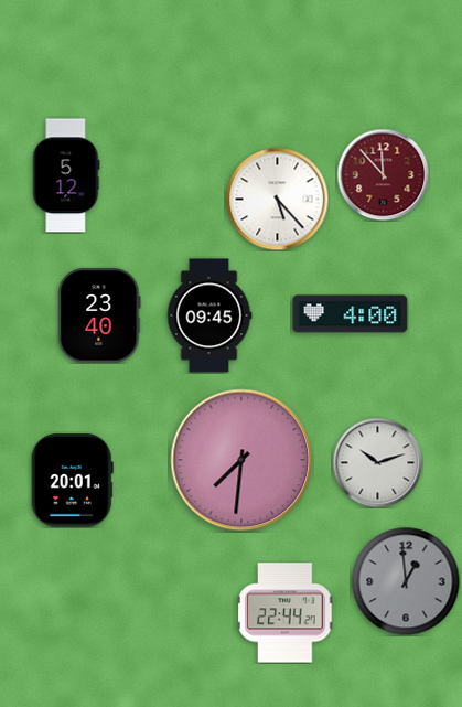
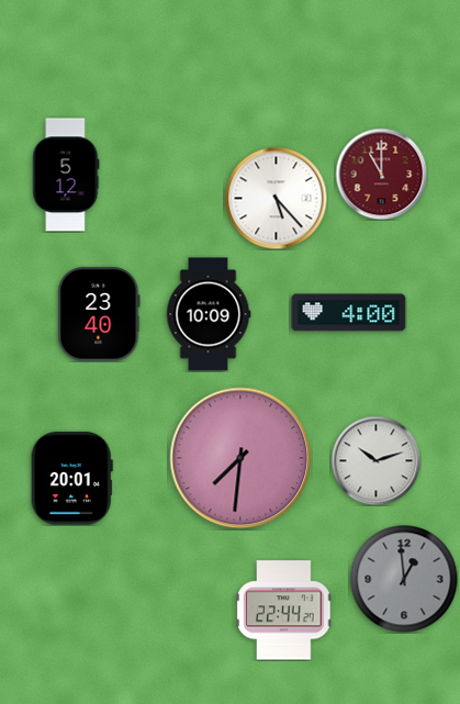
clock at (383, 174): 11:53 -> 11:00
clock at (209, 315): 09:45 -> 10:09
